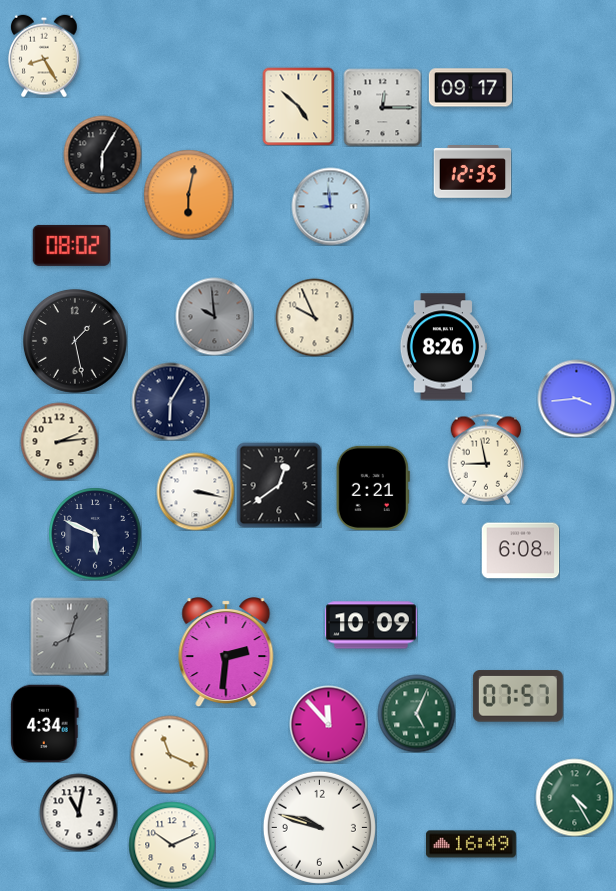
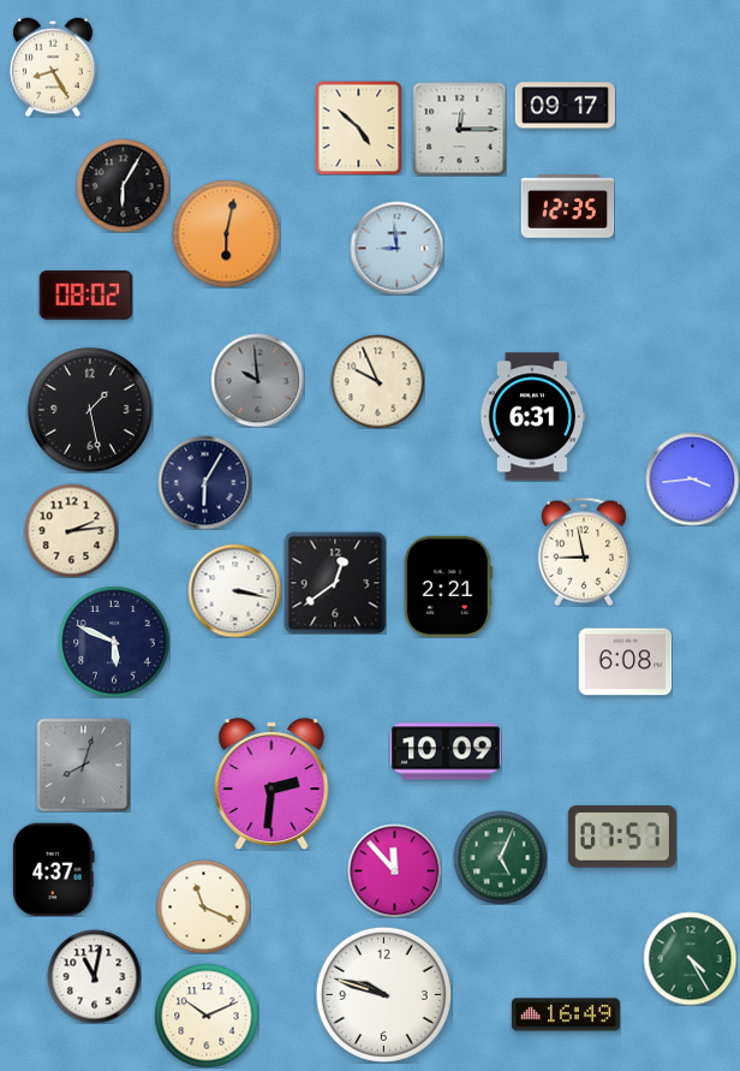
clock at (443, 347): 8:26 -> 6:31
clock at (45, 723): 4:34 -> 4:37
